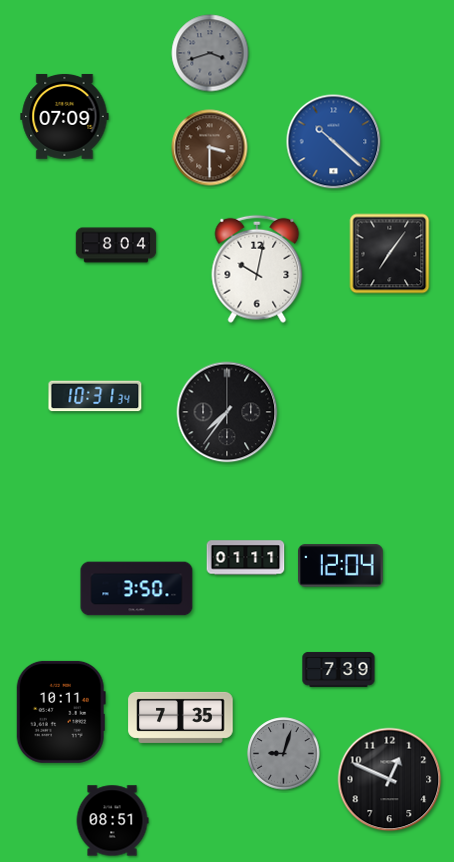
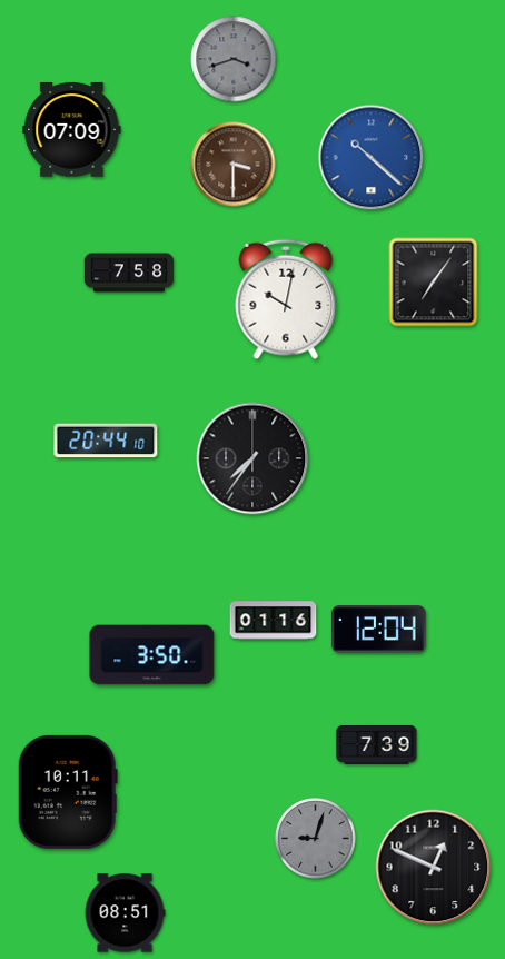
clock at (116, 245): 8:04 -> 7:58
clock at (95, 396): 10:31 -> 20:44
clock at (246, 558): 01:11 -> 01:16
clock at (181, 717): 7:35 -> none
